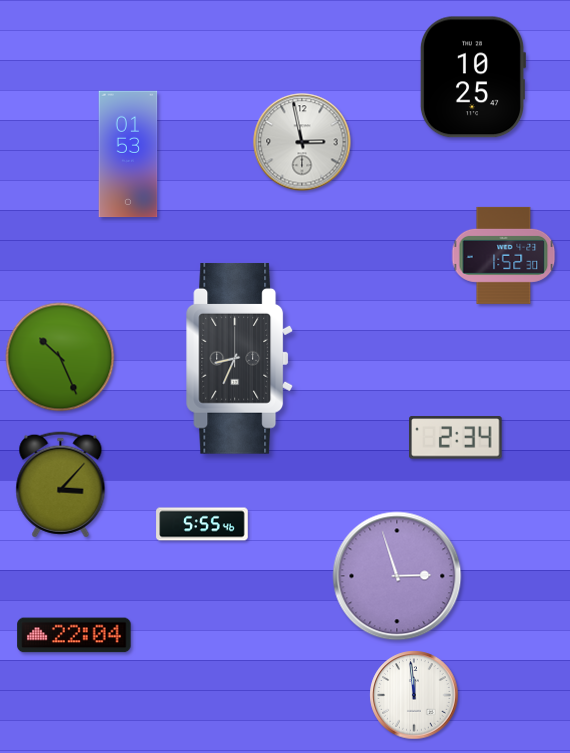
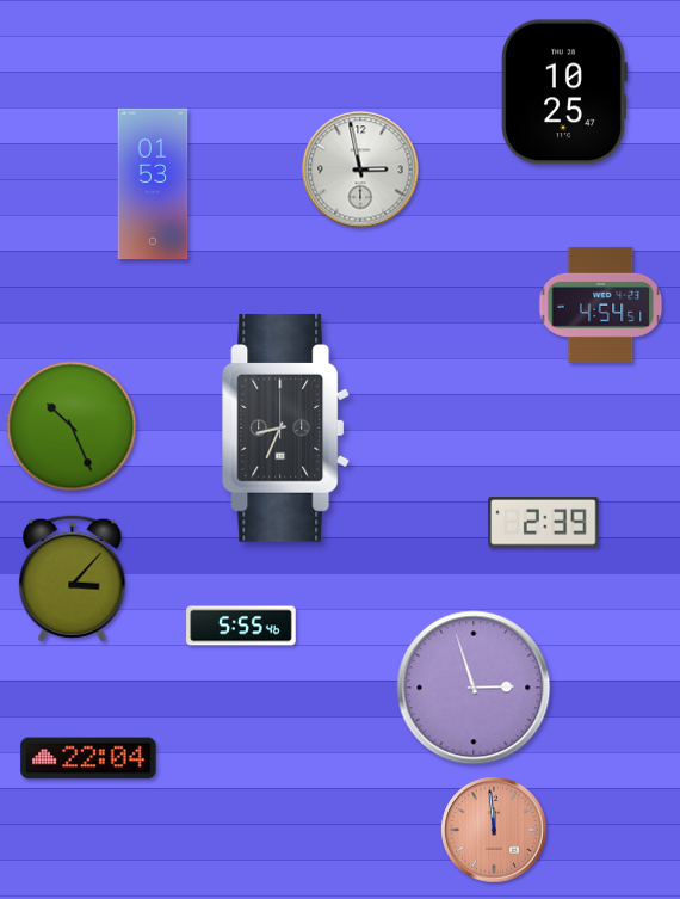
clock at (504, 255): 1:52 -> 4:54
clock at (456, 438): 2:34 -> 2:39
clock at (414, 695) dial: white -> salmon
